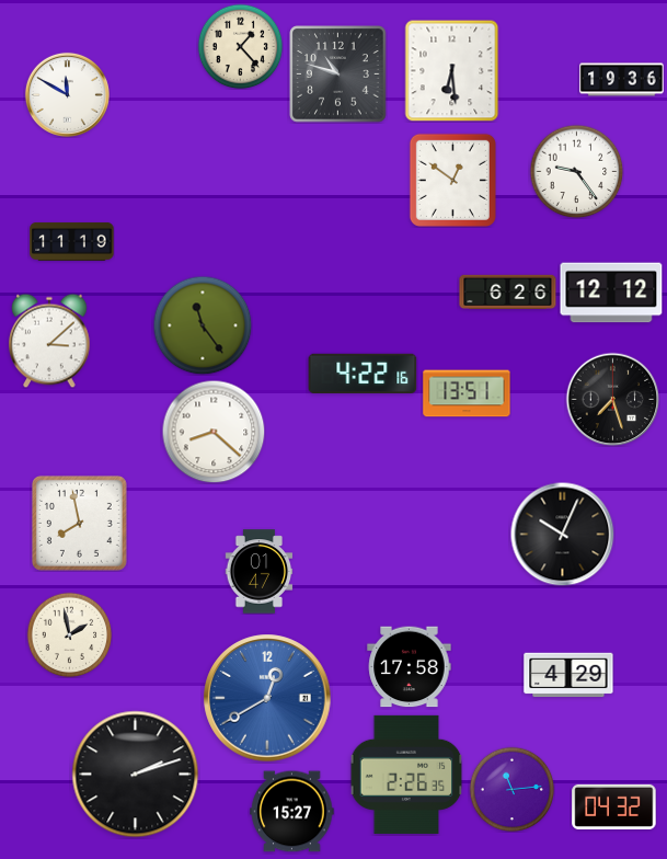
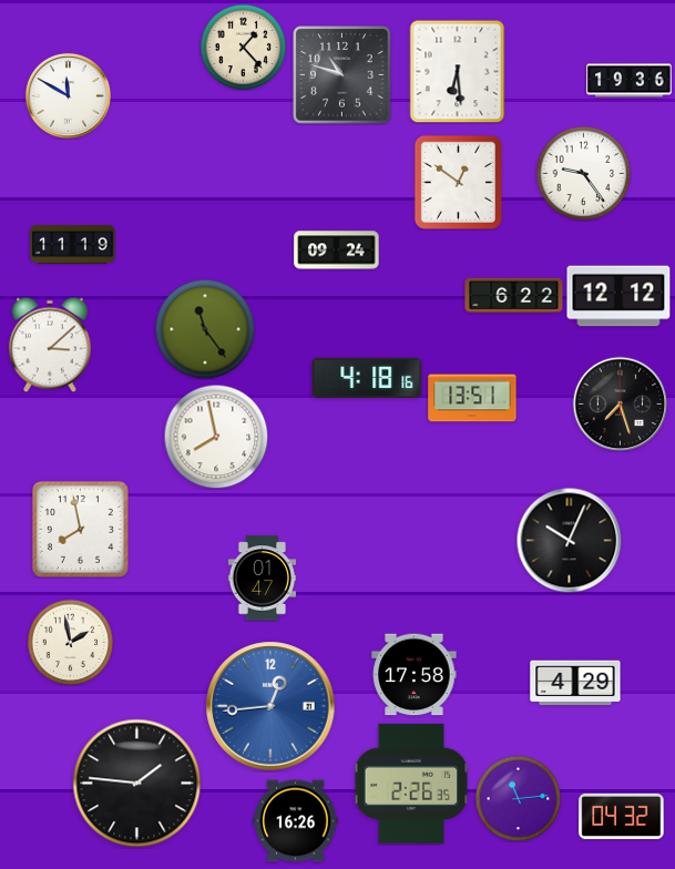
clock at (337, 251): none -> 09:24
clock at (508, 291): 6:26 -> 6:22
clock at (363, 373): 4:22 -> 4:18
clock at (214, 432): 8:22 -> 7:58
clock at (267, 698): 12:40 -> 12:44
clock at (136, 775): 2:12 -> 1:46
clock at (292, 812): 15:27 -> 16:26
